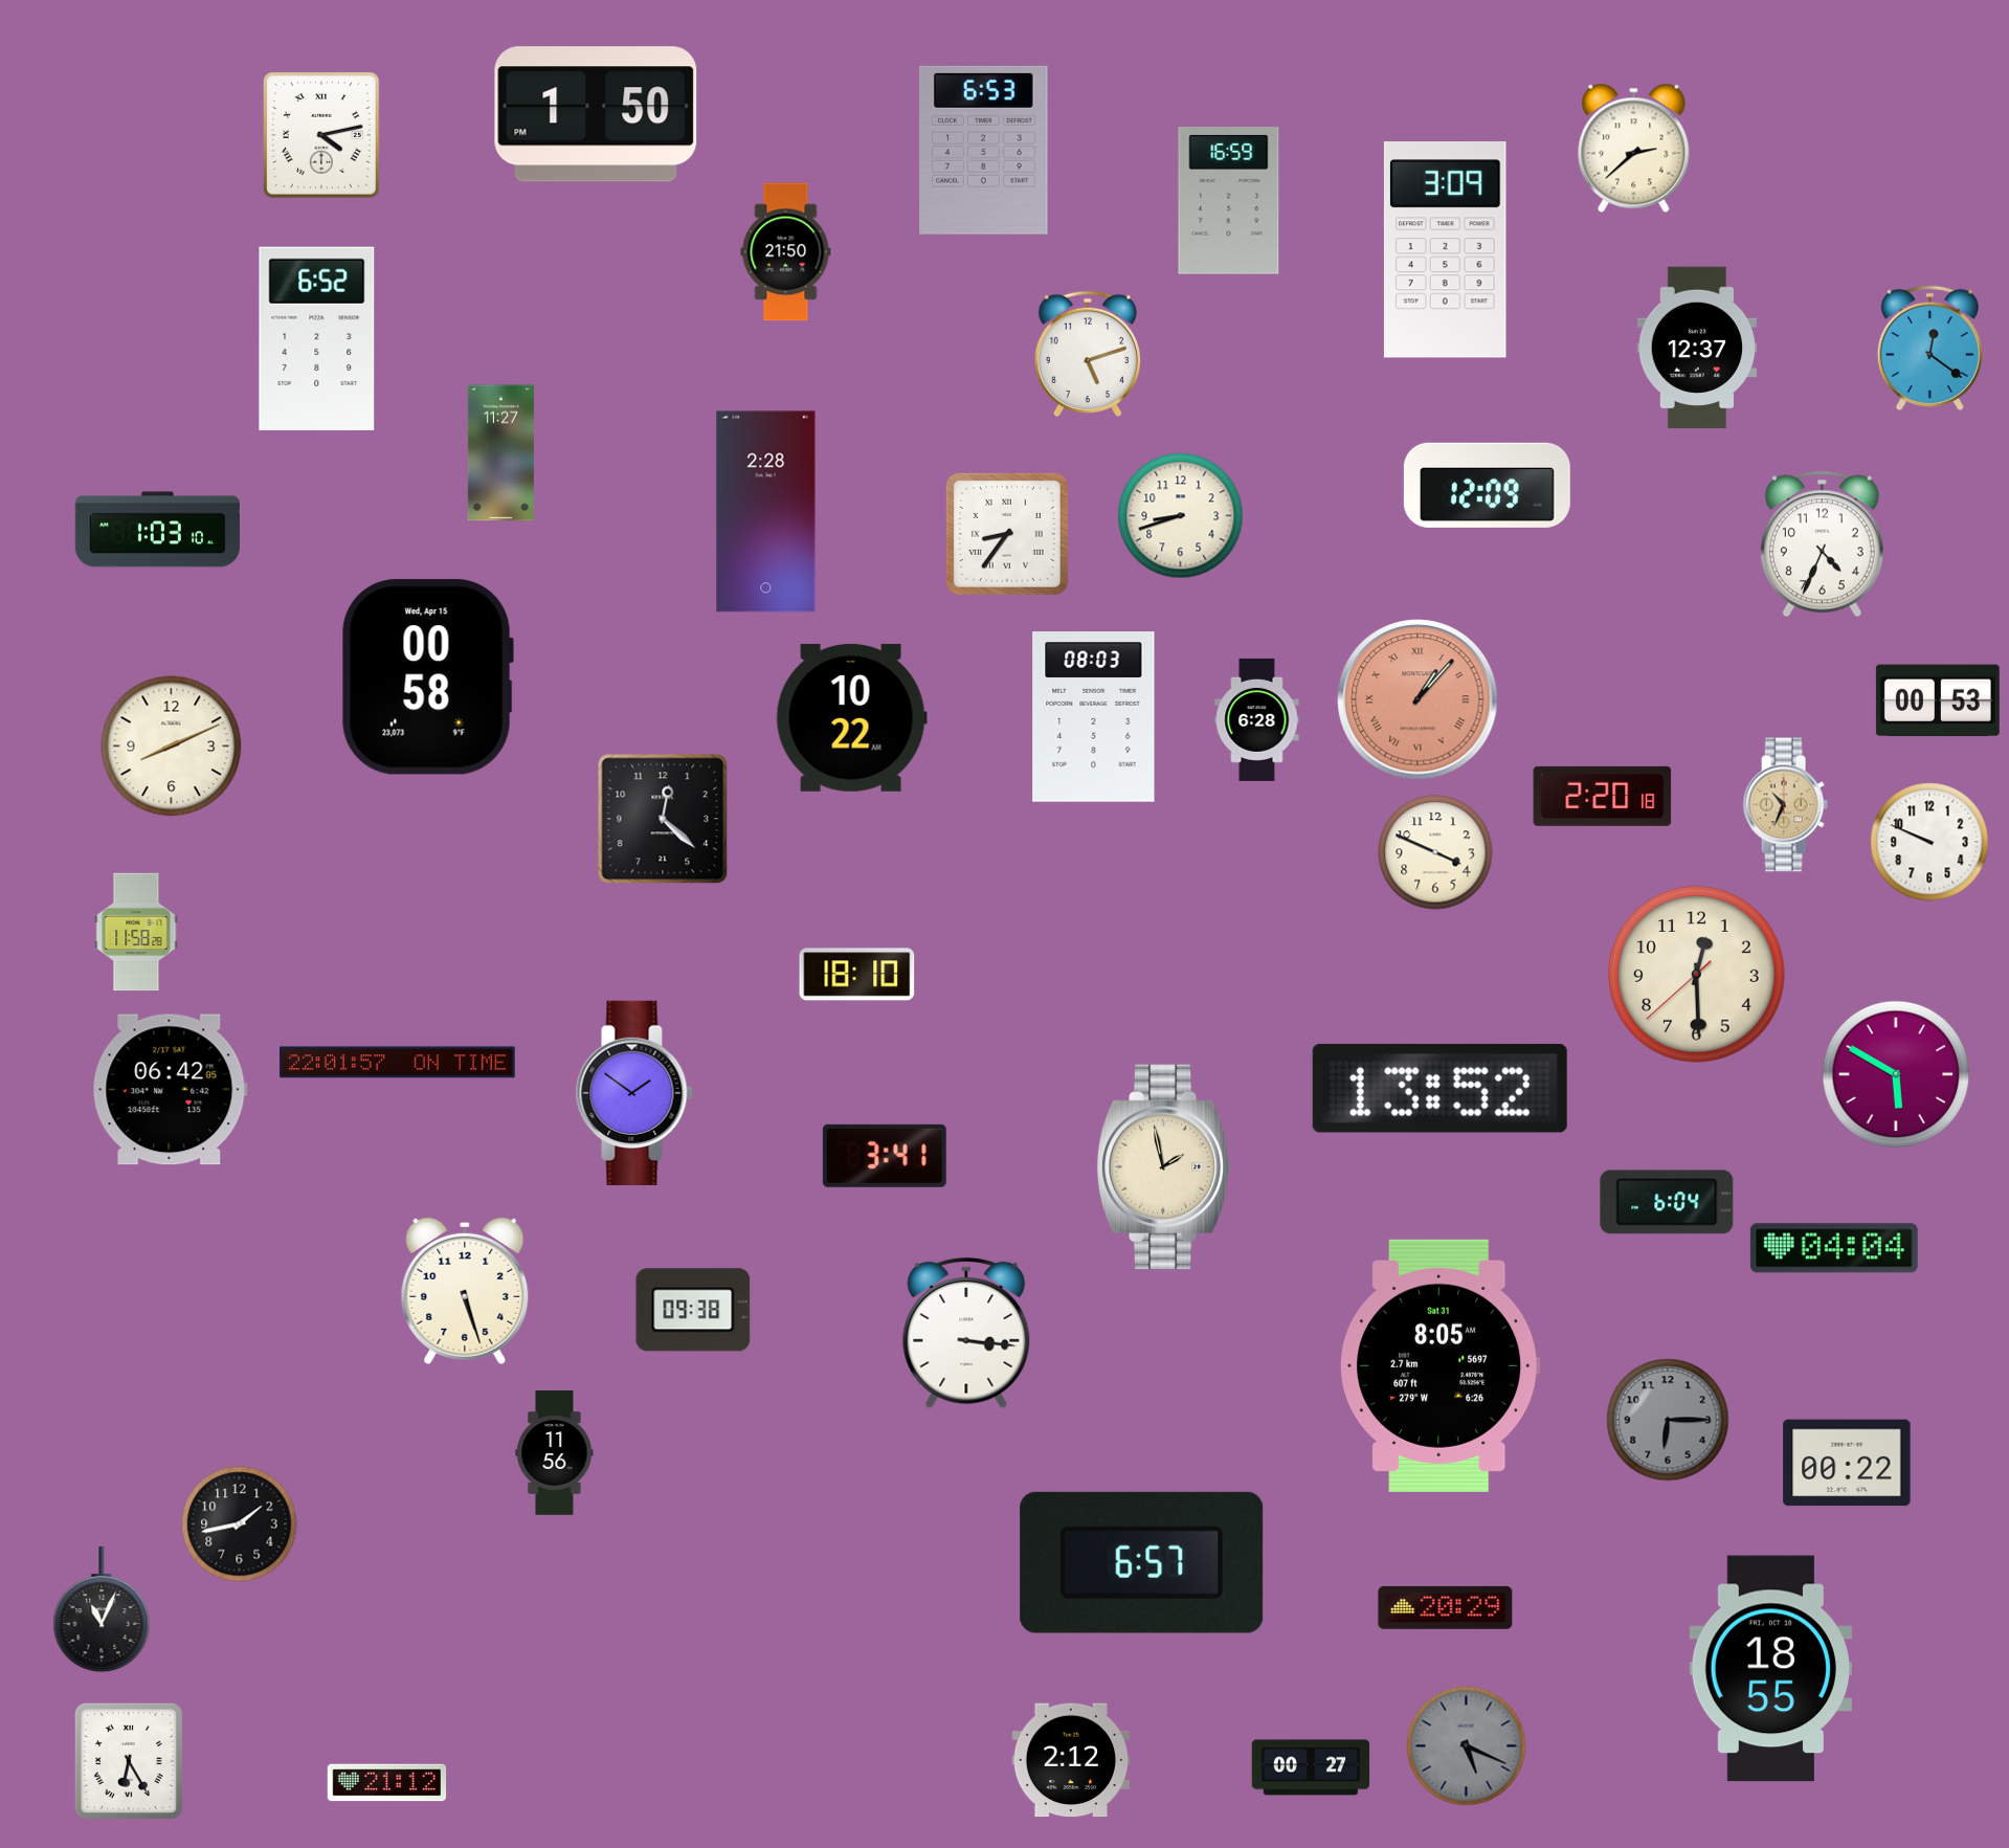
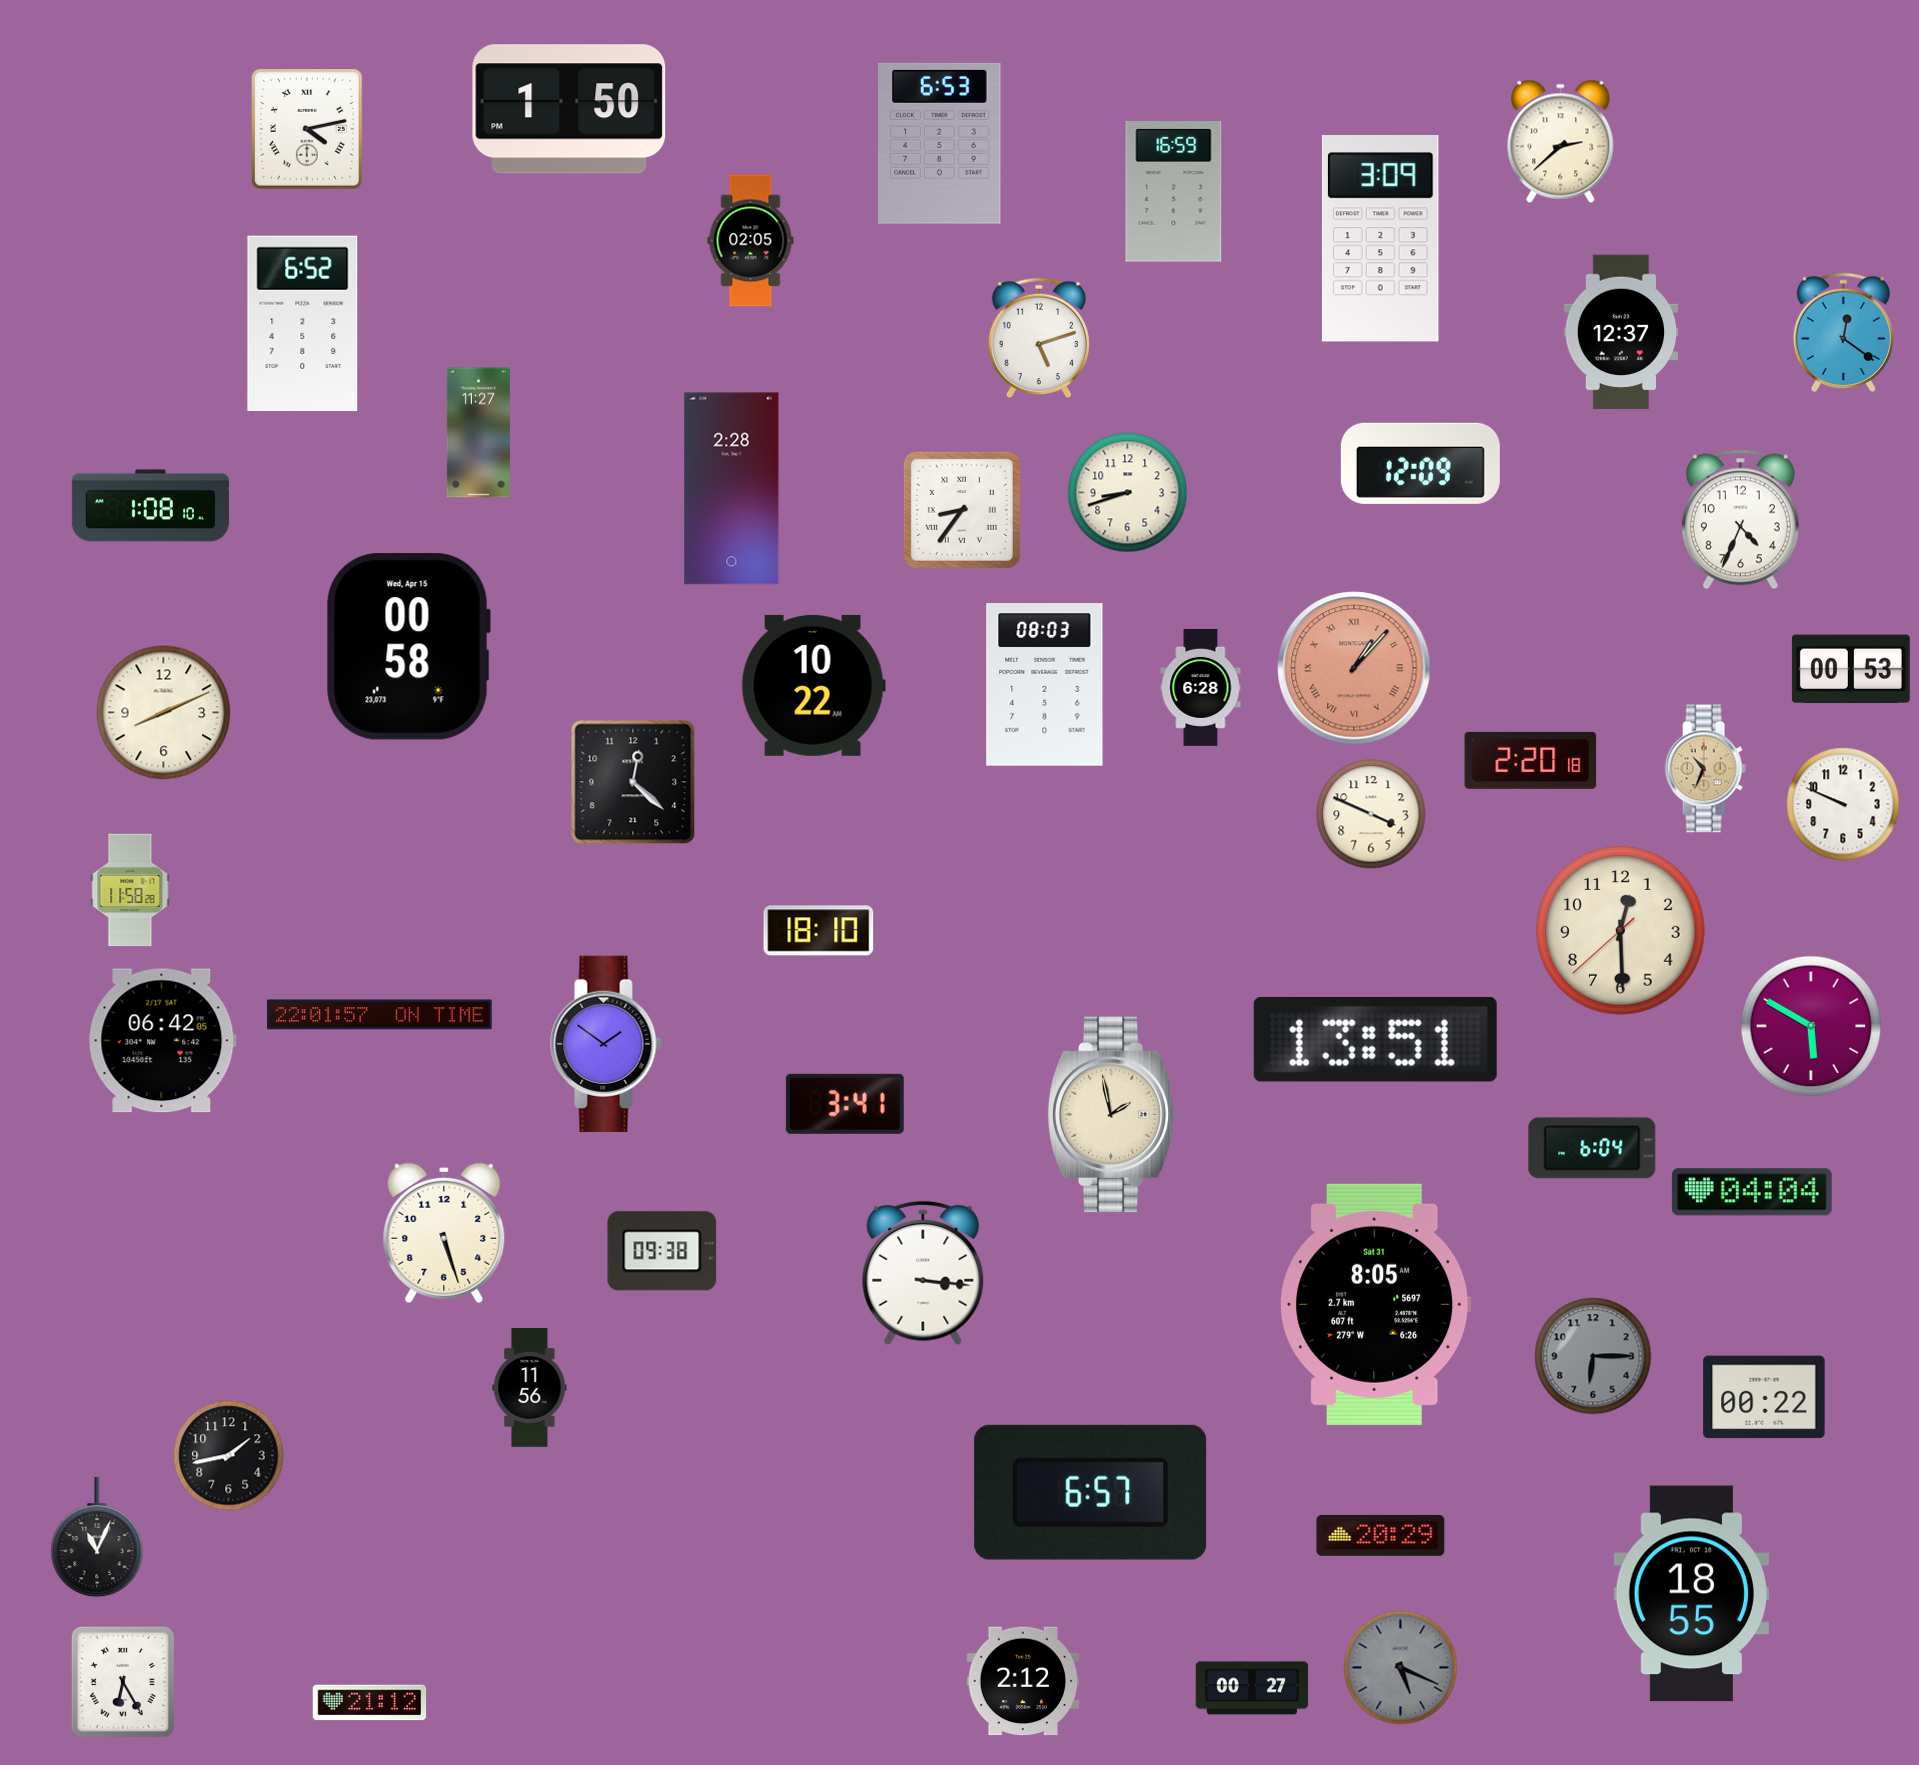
clock at (786, 252): 21:50 -> 02:05
clock at (157, 530): 1:03 -> 1:08
clock at (1439, 1088): 13:52 -> 13:51
